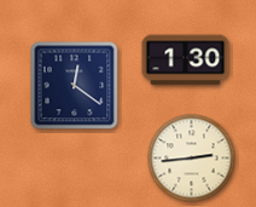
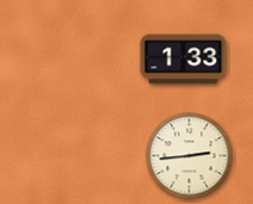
clock at (186, 61): 1:30 -> 1:33
clock at (75, 86): 12:21 -> none
